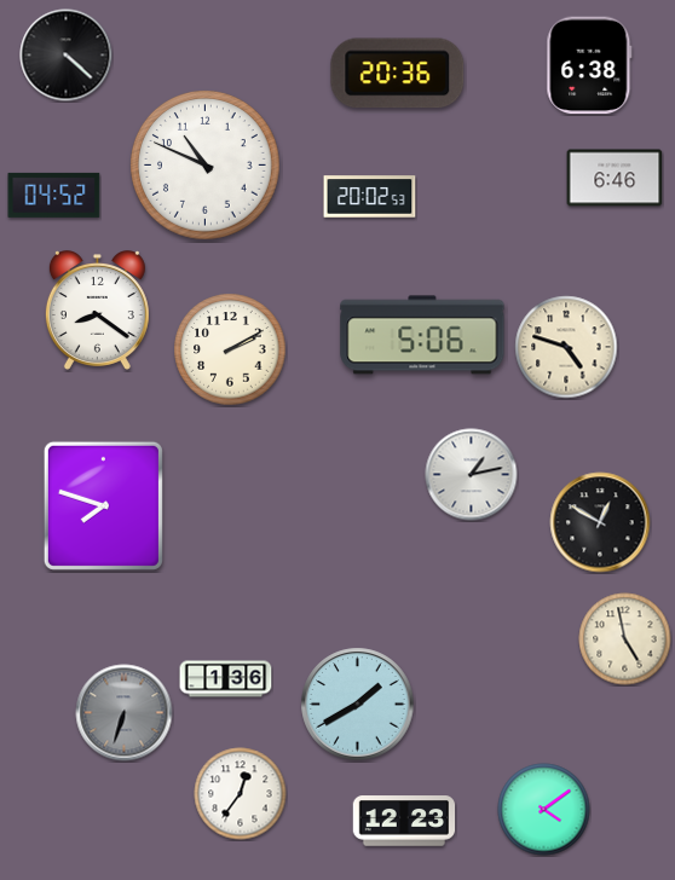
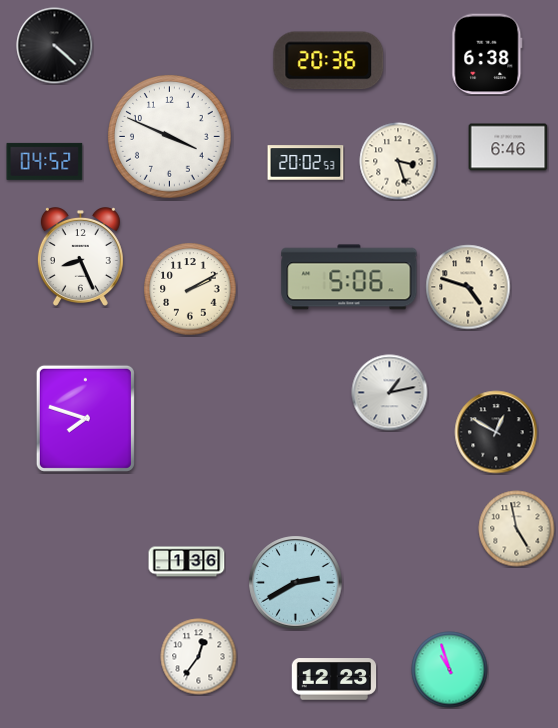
clock at (206, 166): 10:49 -> 3:49
clock at (398, 161): none -> 3:27
clock at (97, 311): 8:21 -> 8:26
clock at (358, 705): 1:40 -> 2:40
clock at (125, 713): 6:33 -> none
clock at (544, 810): 4:09 -> 10:57
